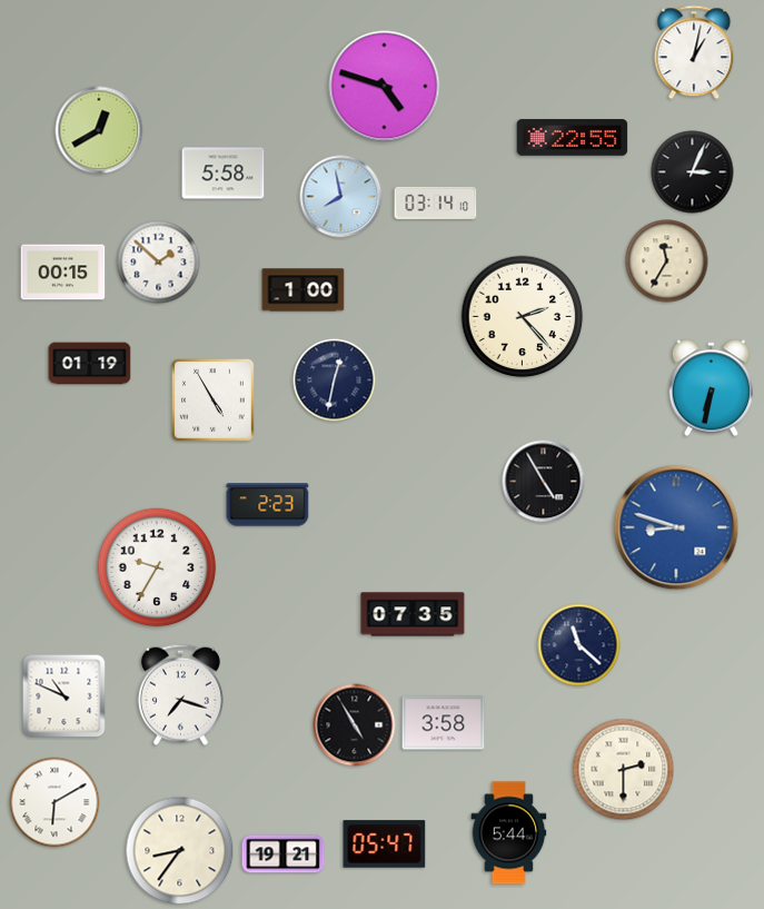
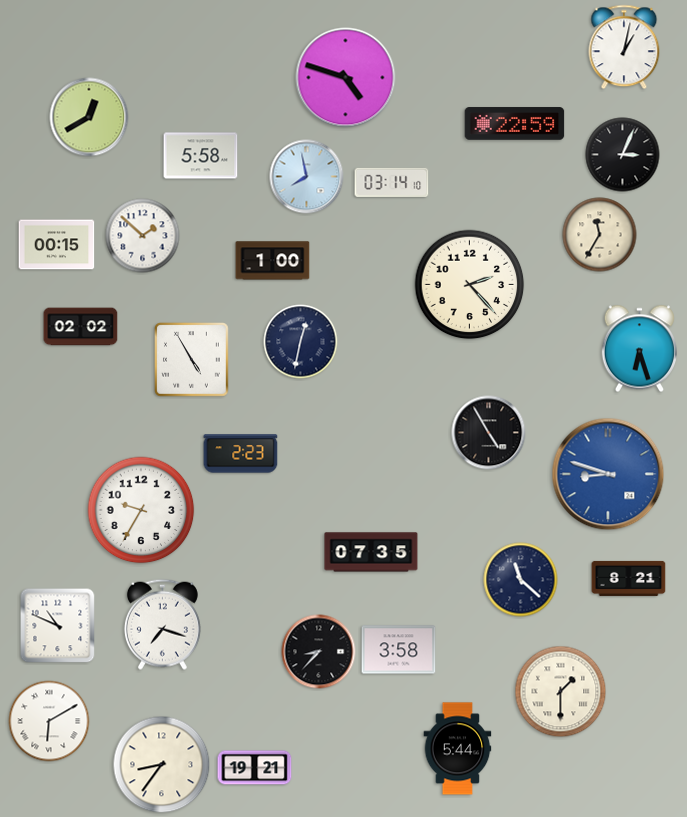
clock at (573, 138): 22:55 -> 22:59
clock at (90, 364): 01:19 -> 02:02
clock at (711, 388): 6:32 -> 6:27
clock at (629, 578): none -> 8:21
clock at (355, 725): 4:55 -> 8:37
clock at (624, 770): 2:30 -> 1:30
clock at (385, 844): 05:47 -> none
